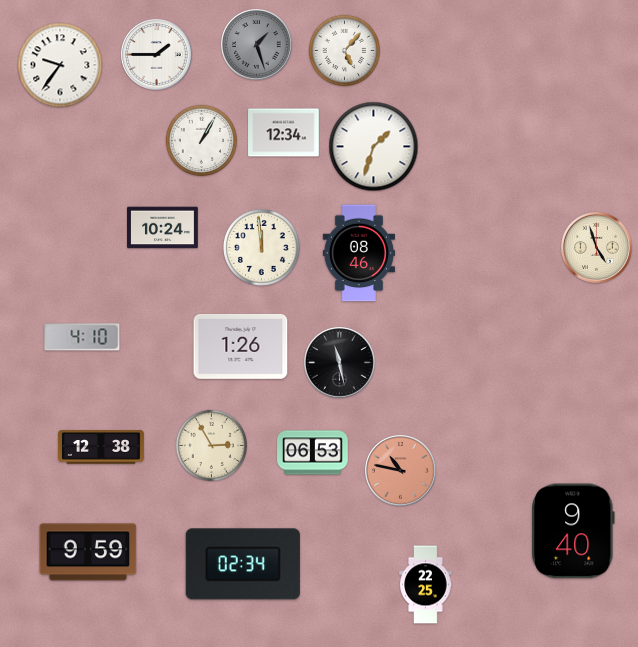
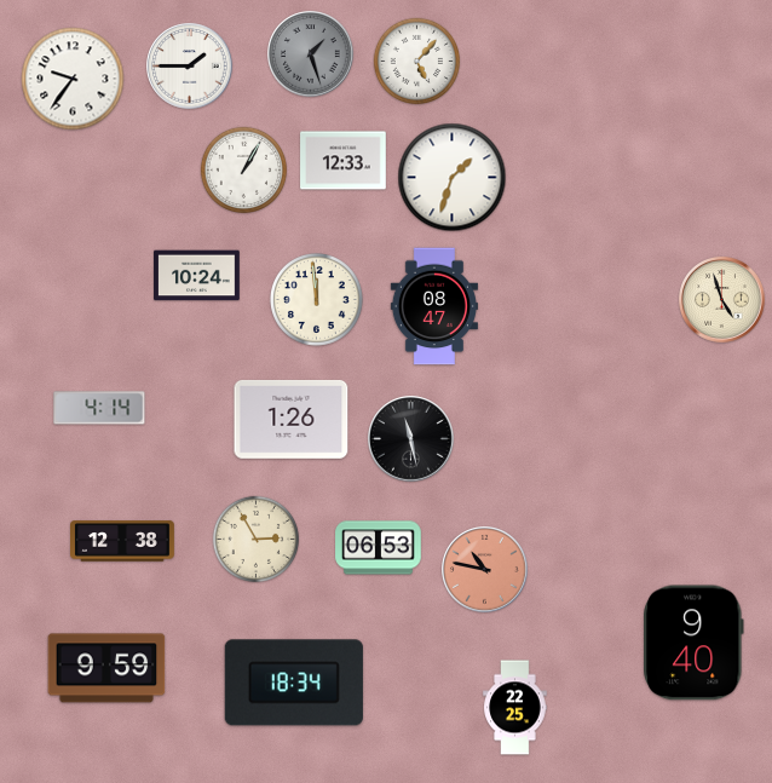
clock at (284, 133): 12:34 -> 12:33
clock at (359, 253): 08:46 -> 08:47
clock at (82, 337): 4:10 -> 4:14
clock at (243, 564): 02:34 -> 18:34
